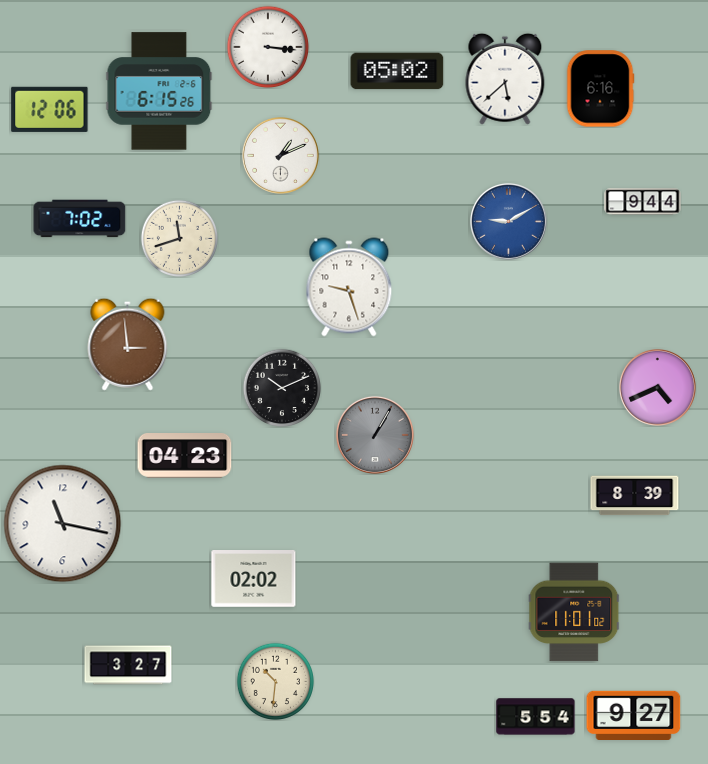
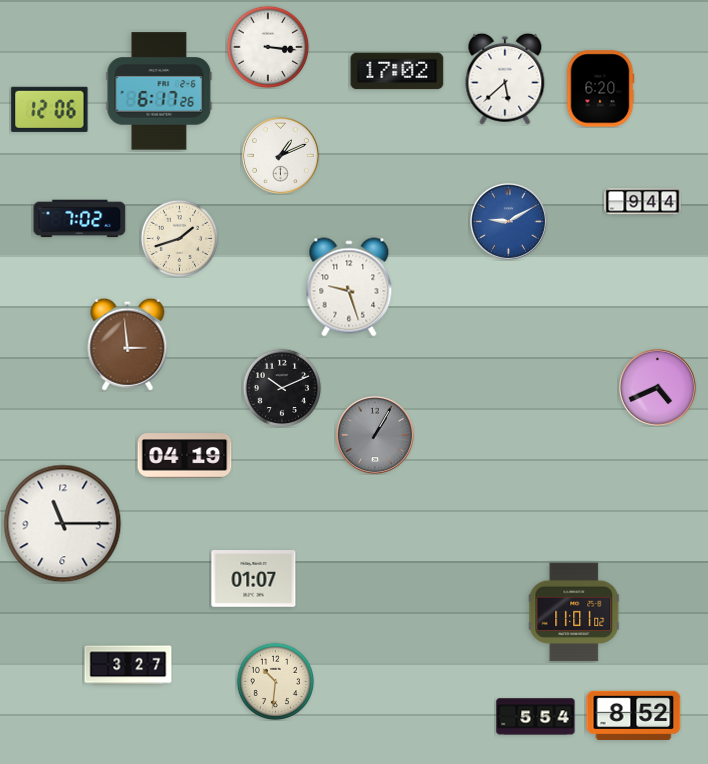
clock at (397, 71): 05:02 -> 17:02
clock at (600, 89): 6:16 -> 6:20
clock at (159, 91): 6:15 -> 6:17
clock at (179, 238): 11:42 -> 1:42
clock at (185, 456): 04:23 -> 04:19
clock at (635, 496): 8:39 -> none
clock at (63, 524): 11:17 -> 11:15
clock at (254, 579): 02:02 -> 01:07
clock at (634, 716): 9:27 -> 8:52
